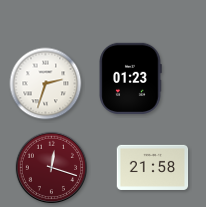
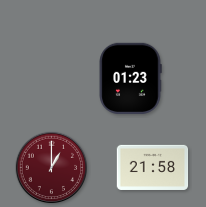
clock at (46, 84): 2:33 -> none
clock at (52, 168): 12:18 -> 1:00
